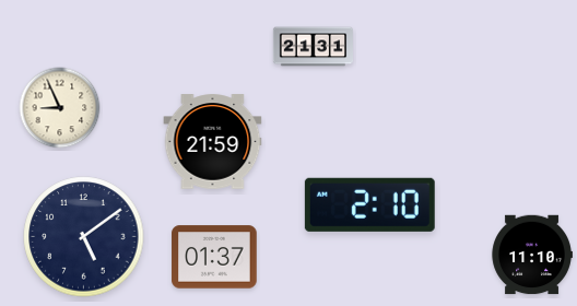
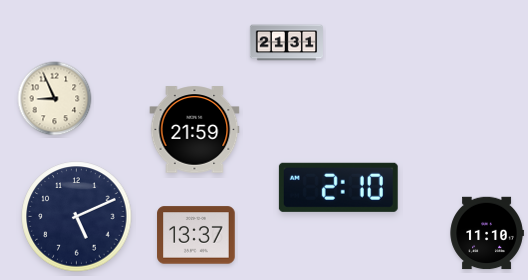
clock at (84, 237): 5:09 -> 5:11
clock at (214, 257): 01:37 -> 13:37
